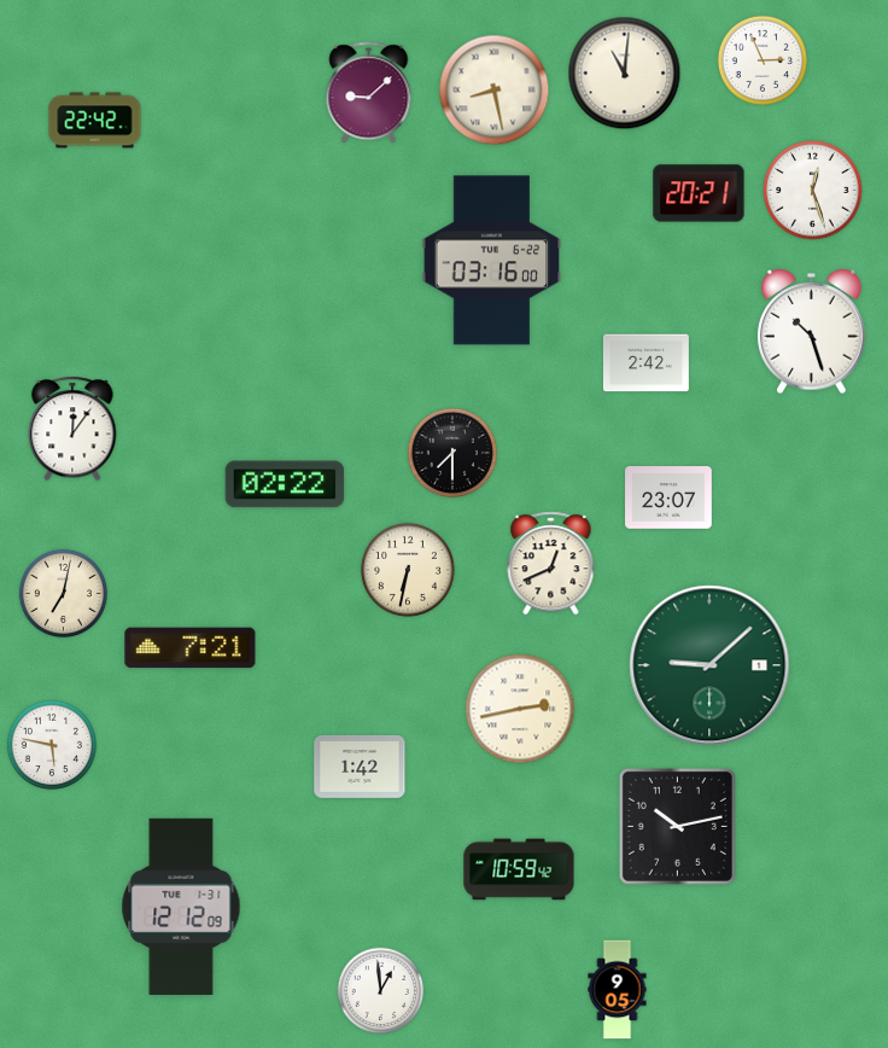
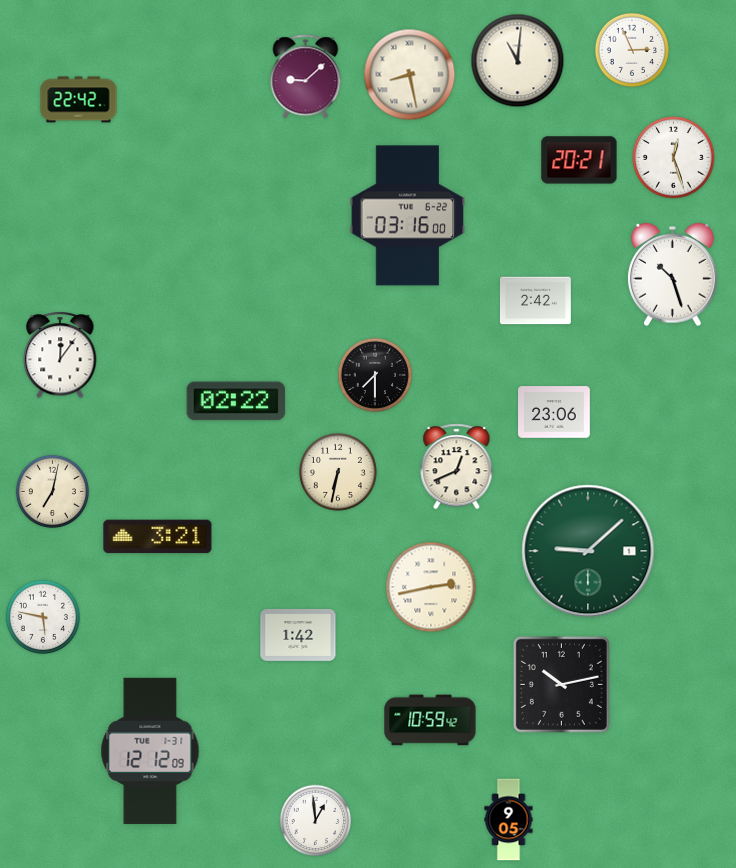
clock at (668, 497): 23:07 -> 23:06
clock at (191, 648): 7:21 -> 3:21
clock at (618, 990) position: (618, 990) -> (509, 820)
